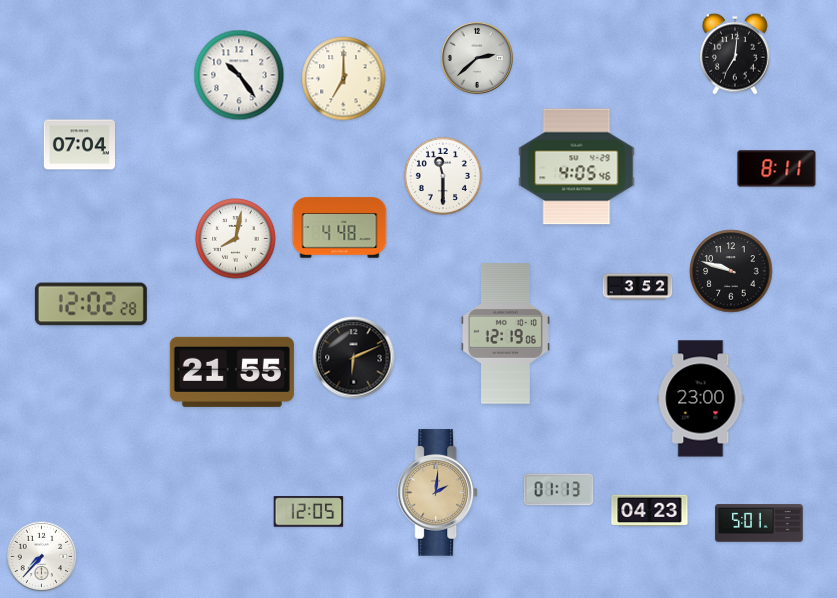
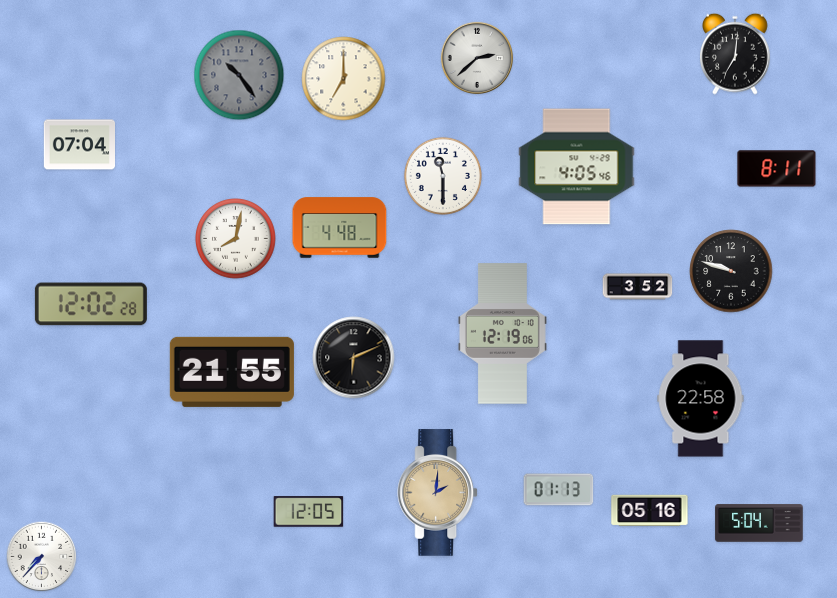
clock at (239, 75) dial: white -> grey
clock at (505, 334) position: (505, 334) -> (502, 334)
clock at (701, 399): 23:00 -> 22:58
clock at (650, 511): 04:23 -> 05:16
clock at (759, 523): 5:01 -> 5:04
